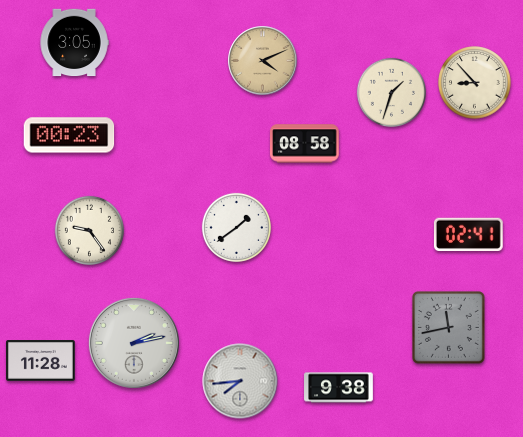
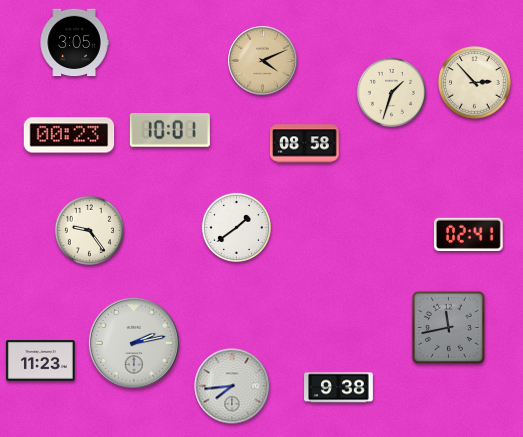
clock at (475, 83): 8:53 -> 2:53
clock at (170, 130): none -> 10:01
clock at (41, 361): 11:28 -> 11:23
clock at (240, 381) position: (240, 381) -> (232, 386)
